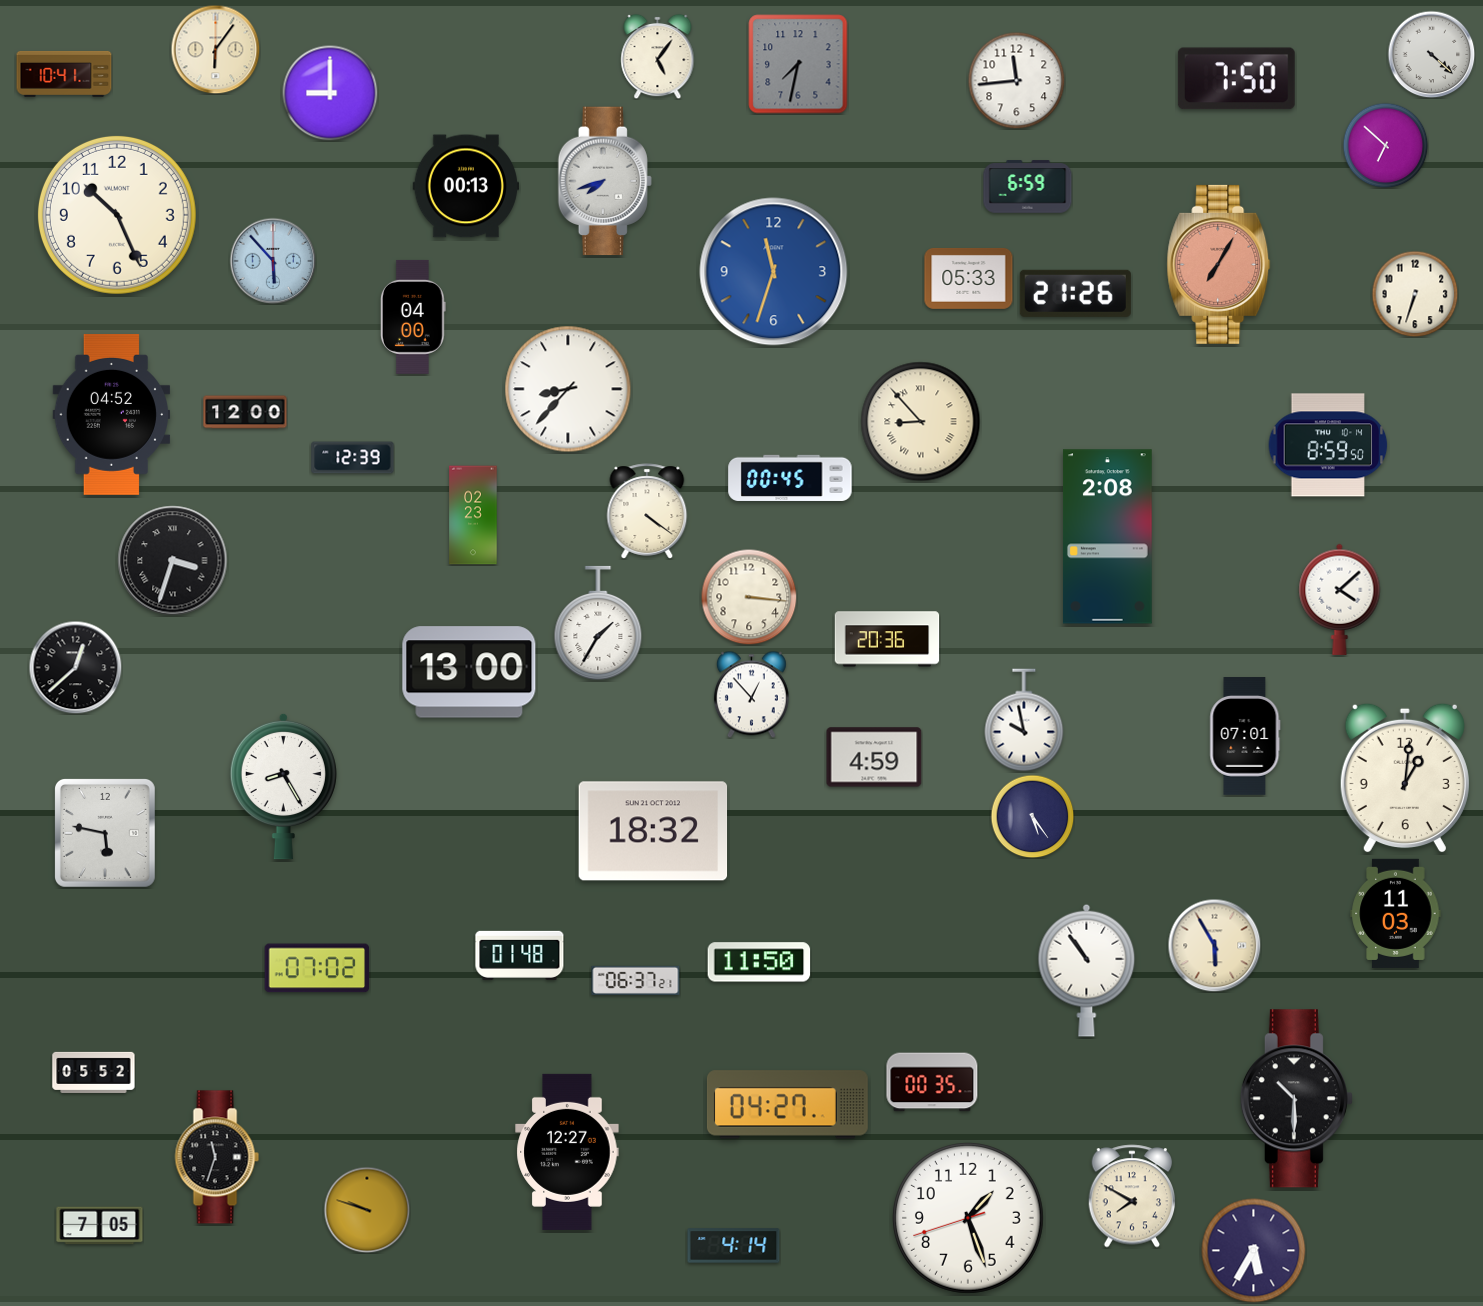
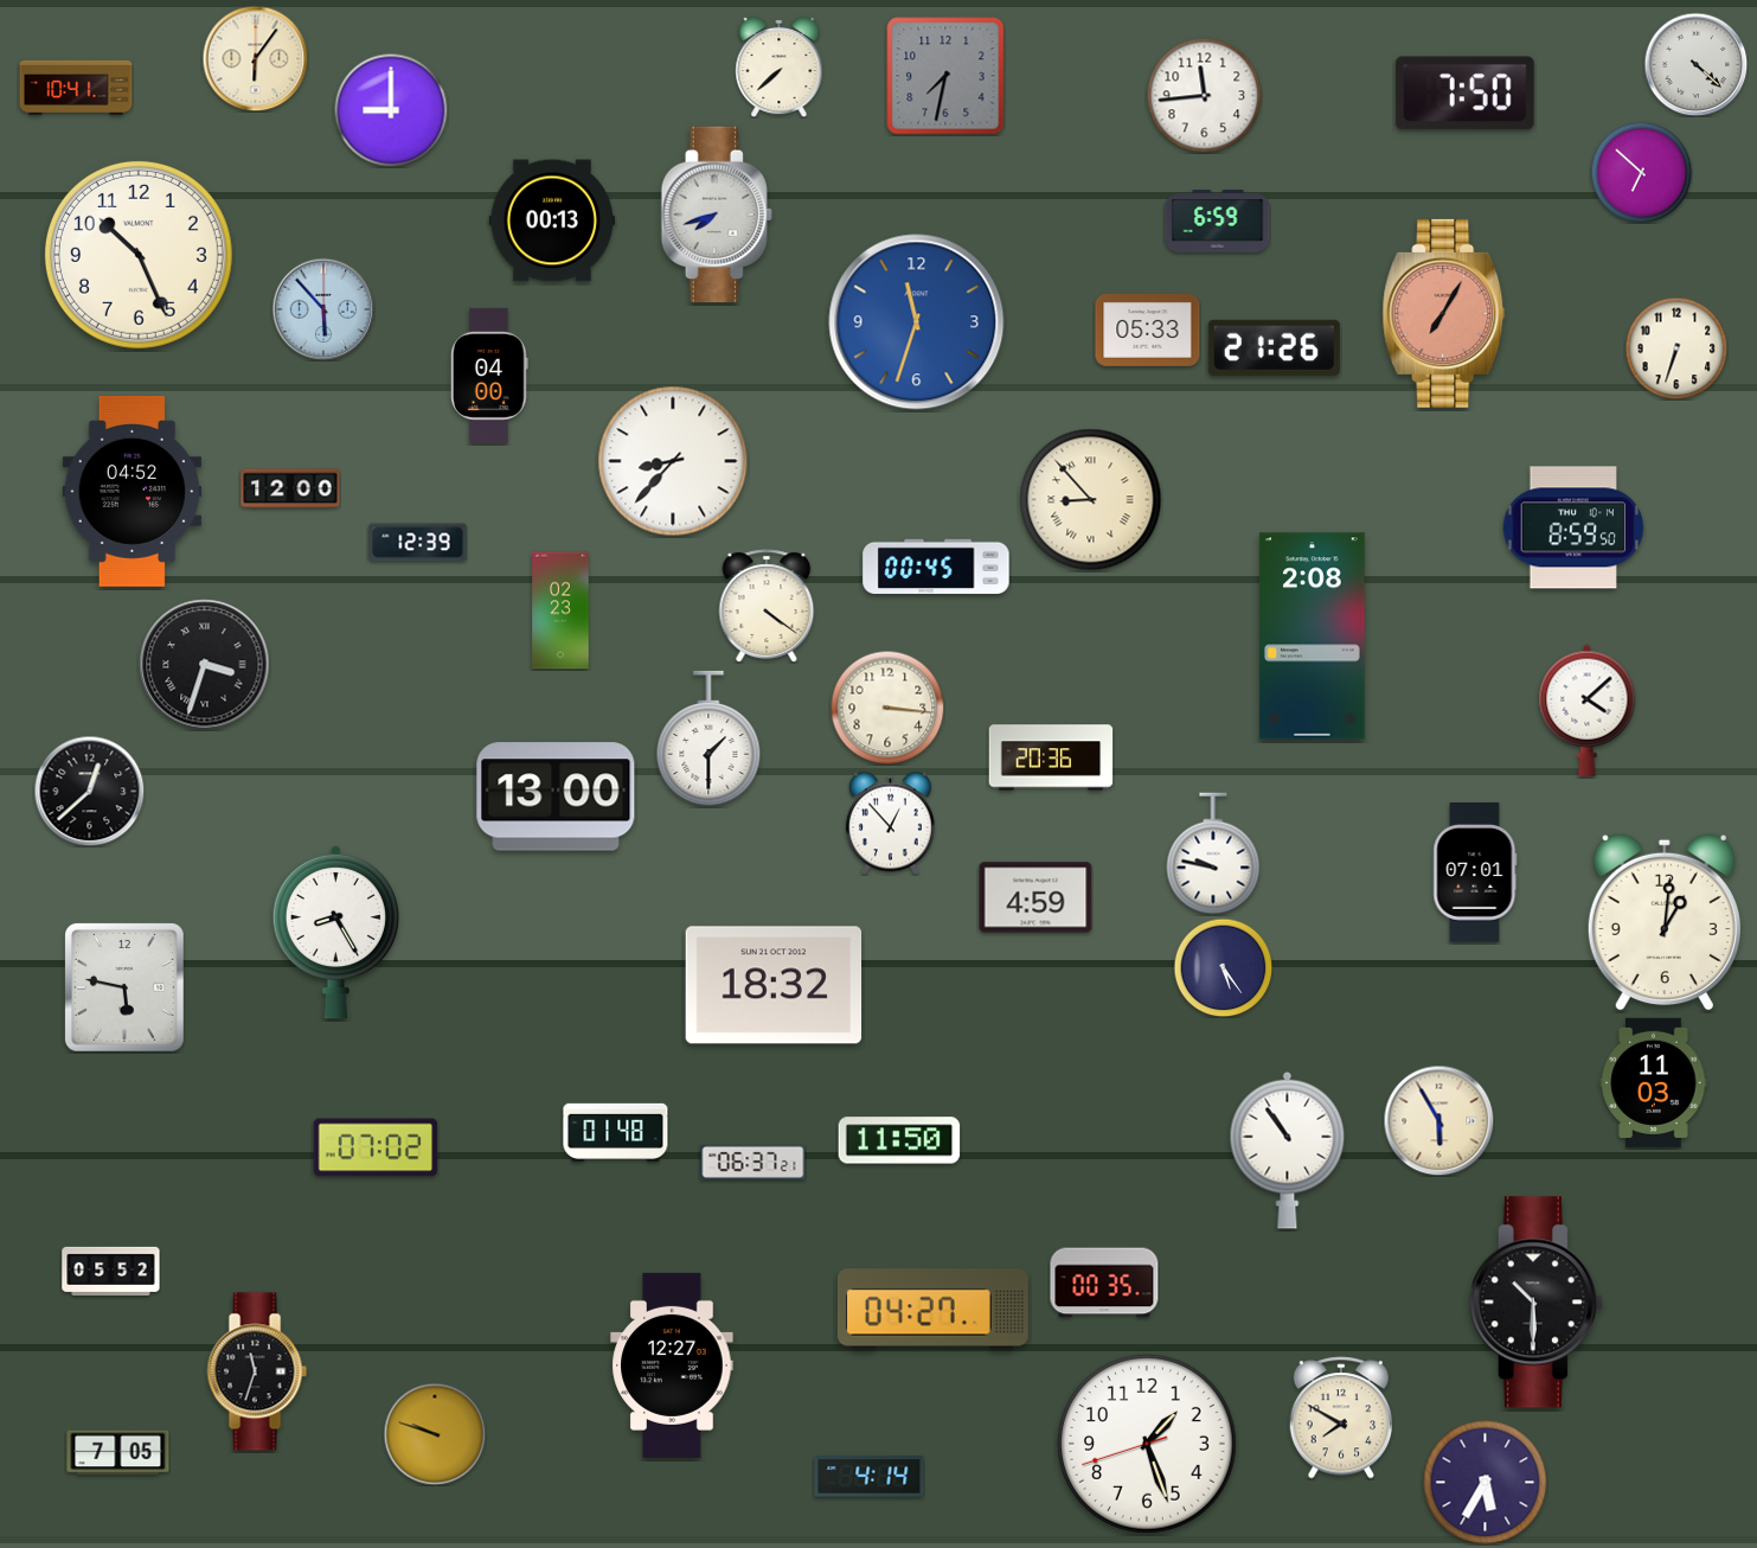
clock at (658, 56): 5:06 -> 7:38
clock at (598, 623): 1:35 -> 1:30
clock at (1024, 720): 9:58 -> 9:47
